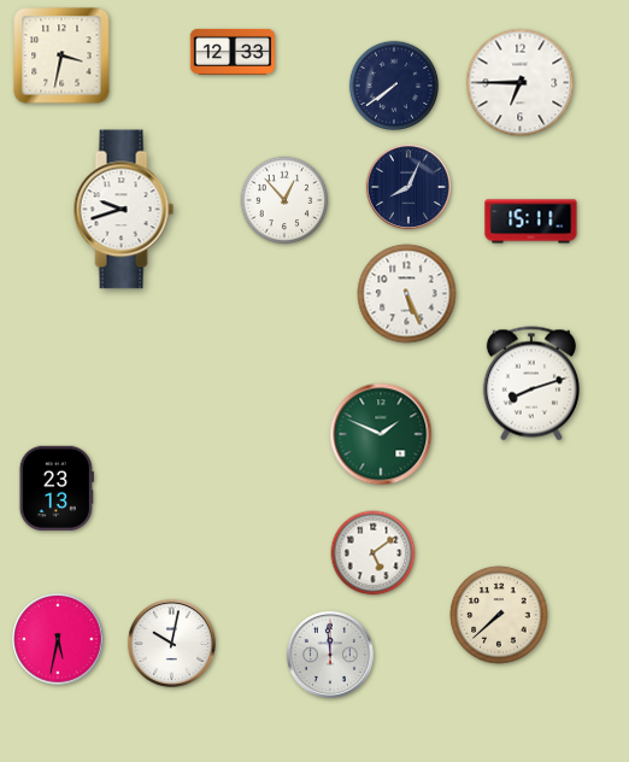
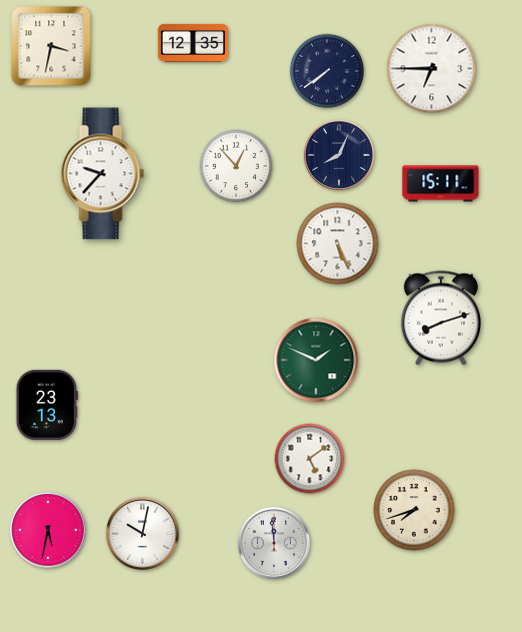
clock at (231, 52): 12:33 -> 12:35
clock at (124, 210): 9:42 -> 9:37
clock at (499, 615): 7:38 -> 7:42
